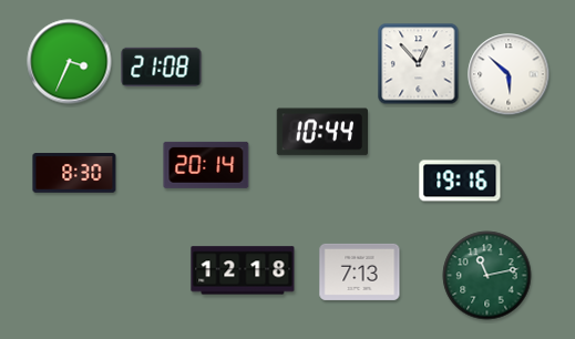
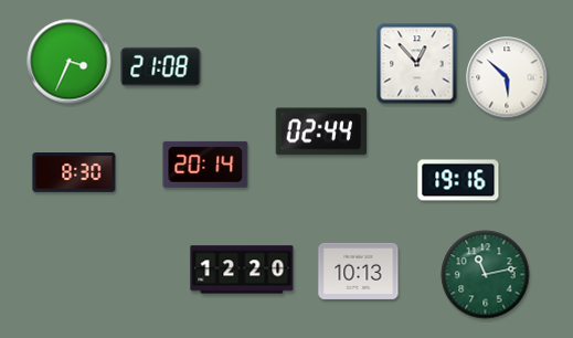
clock at (509, 74) position: (509, 74) -> (507, 77)
clock at (321, 132): 10:44 -> 02:44
clock at (243, 270): 12:18 -> 12:20
clock at (360, 271): 7:13 -> 10:13
